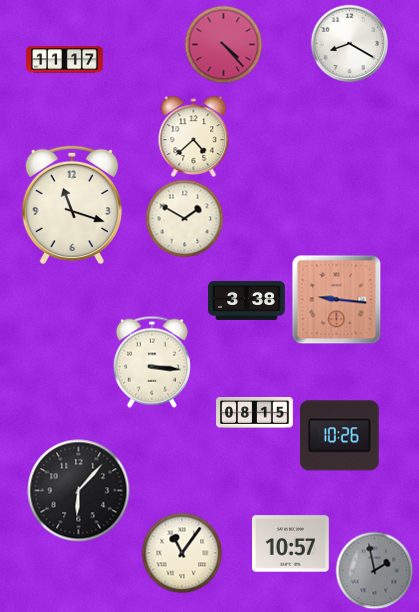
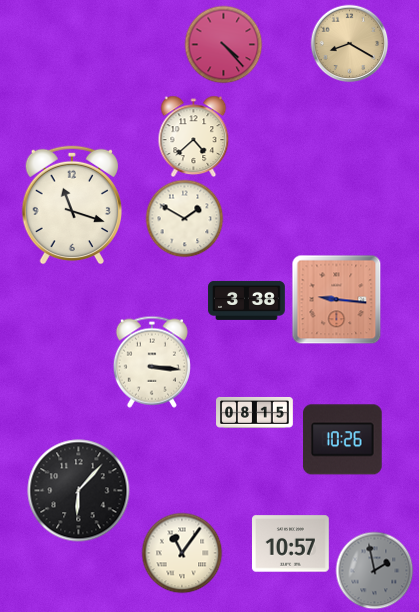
clock at (349, 43) dial: white -> champagne
clock at (65, 60): 11:17 -> none
clock at (340, 436) position: (340, 436) -> (343, 440)
